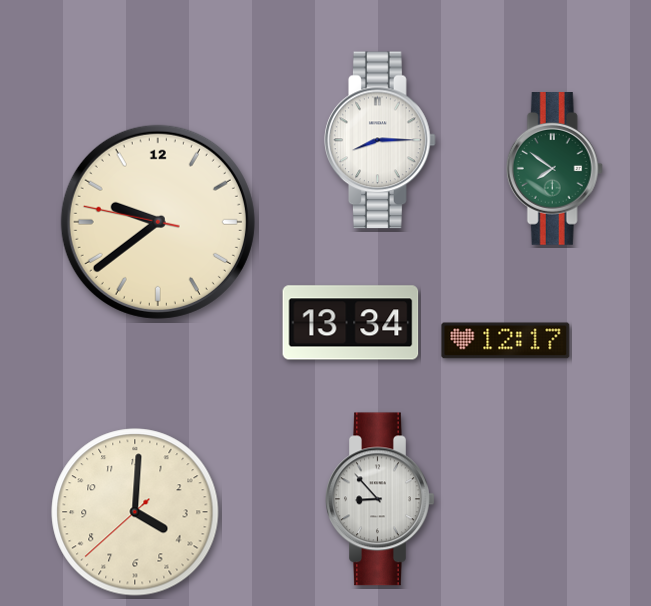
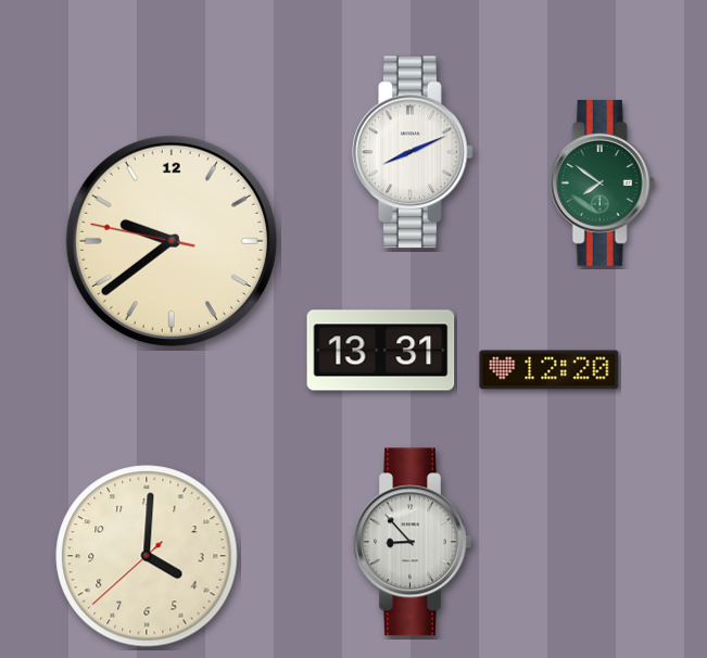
clock at (380, 140): 8:15 -> 8:11
clock at (351, 323): 13:34 -> 13:31
clock at (506, 341): 12:17 -> 12:20
